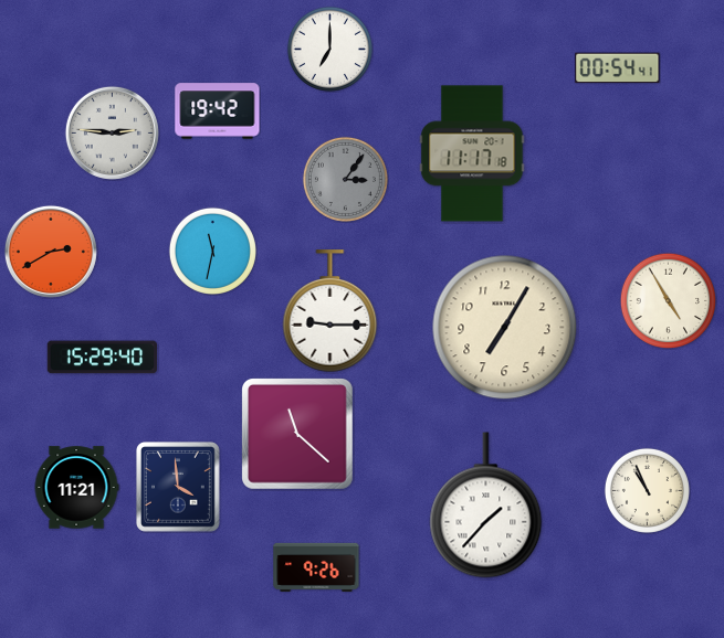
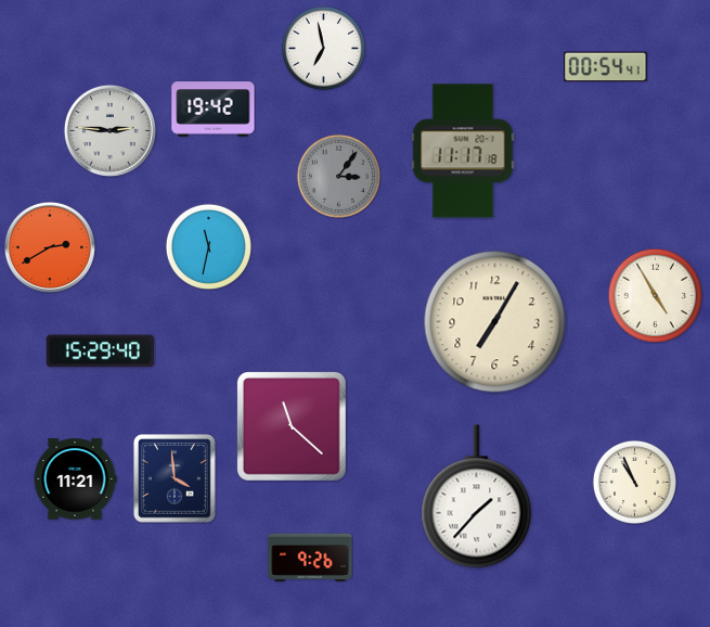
clock at (329, 49): 7:00 -> 6:58
clock at (330, 311): 9:15 -> none
